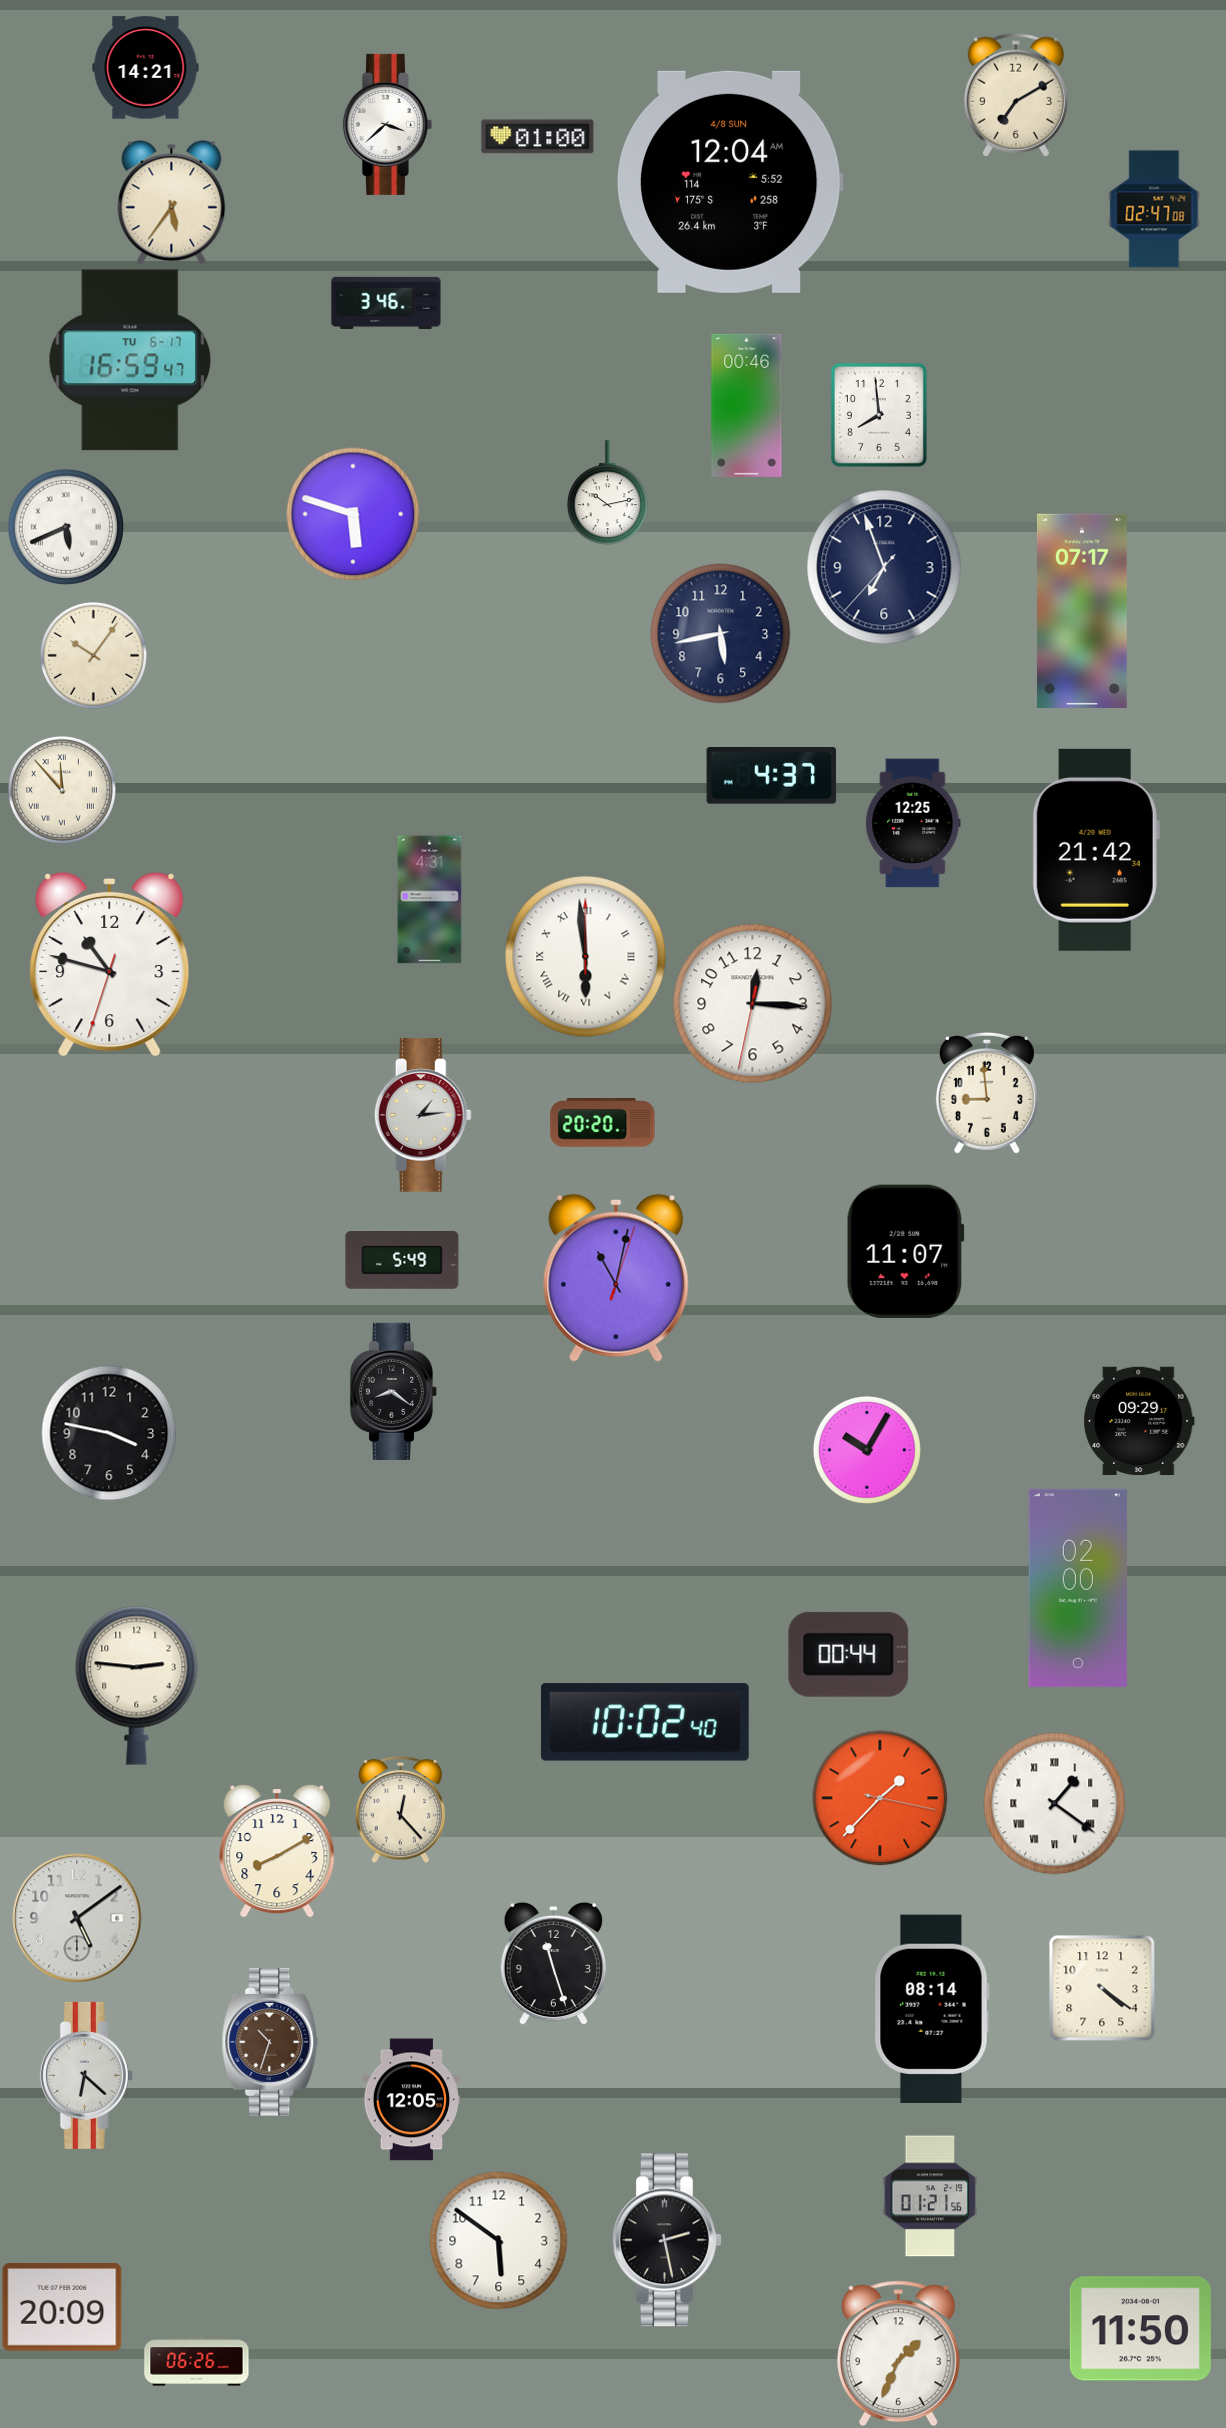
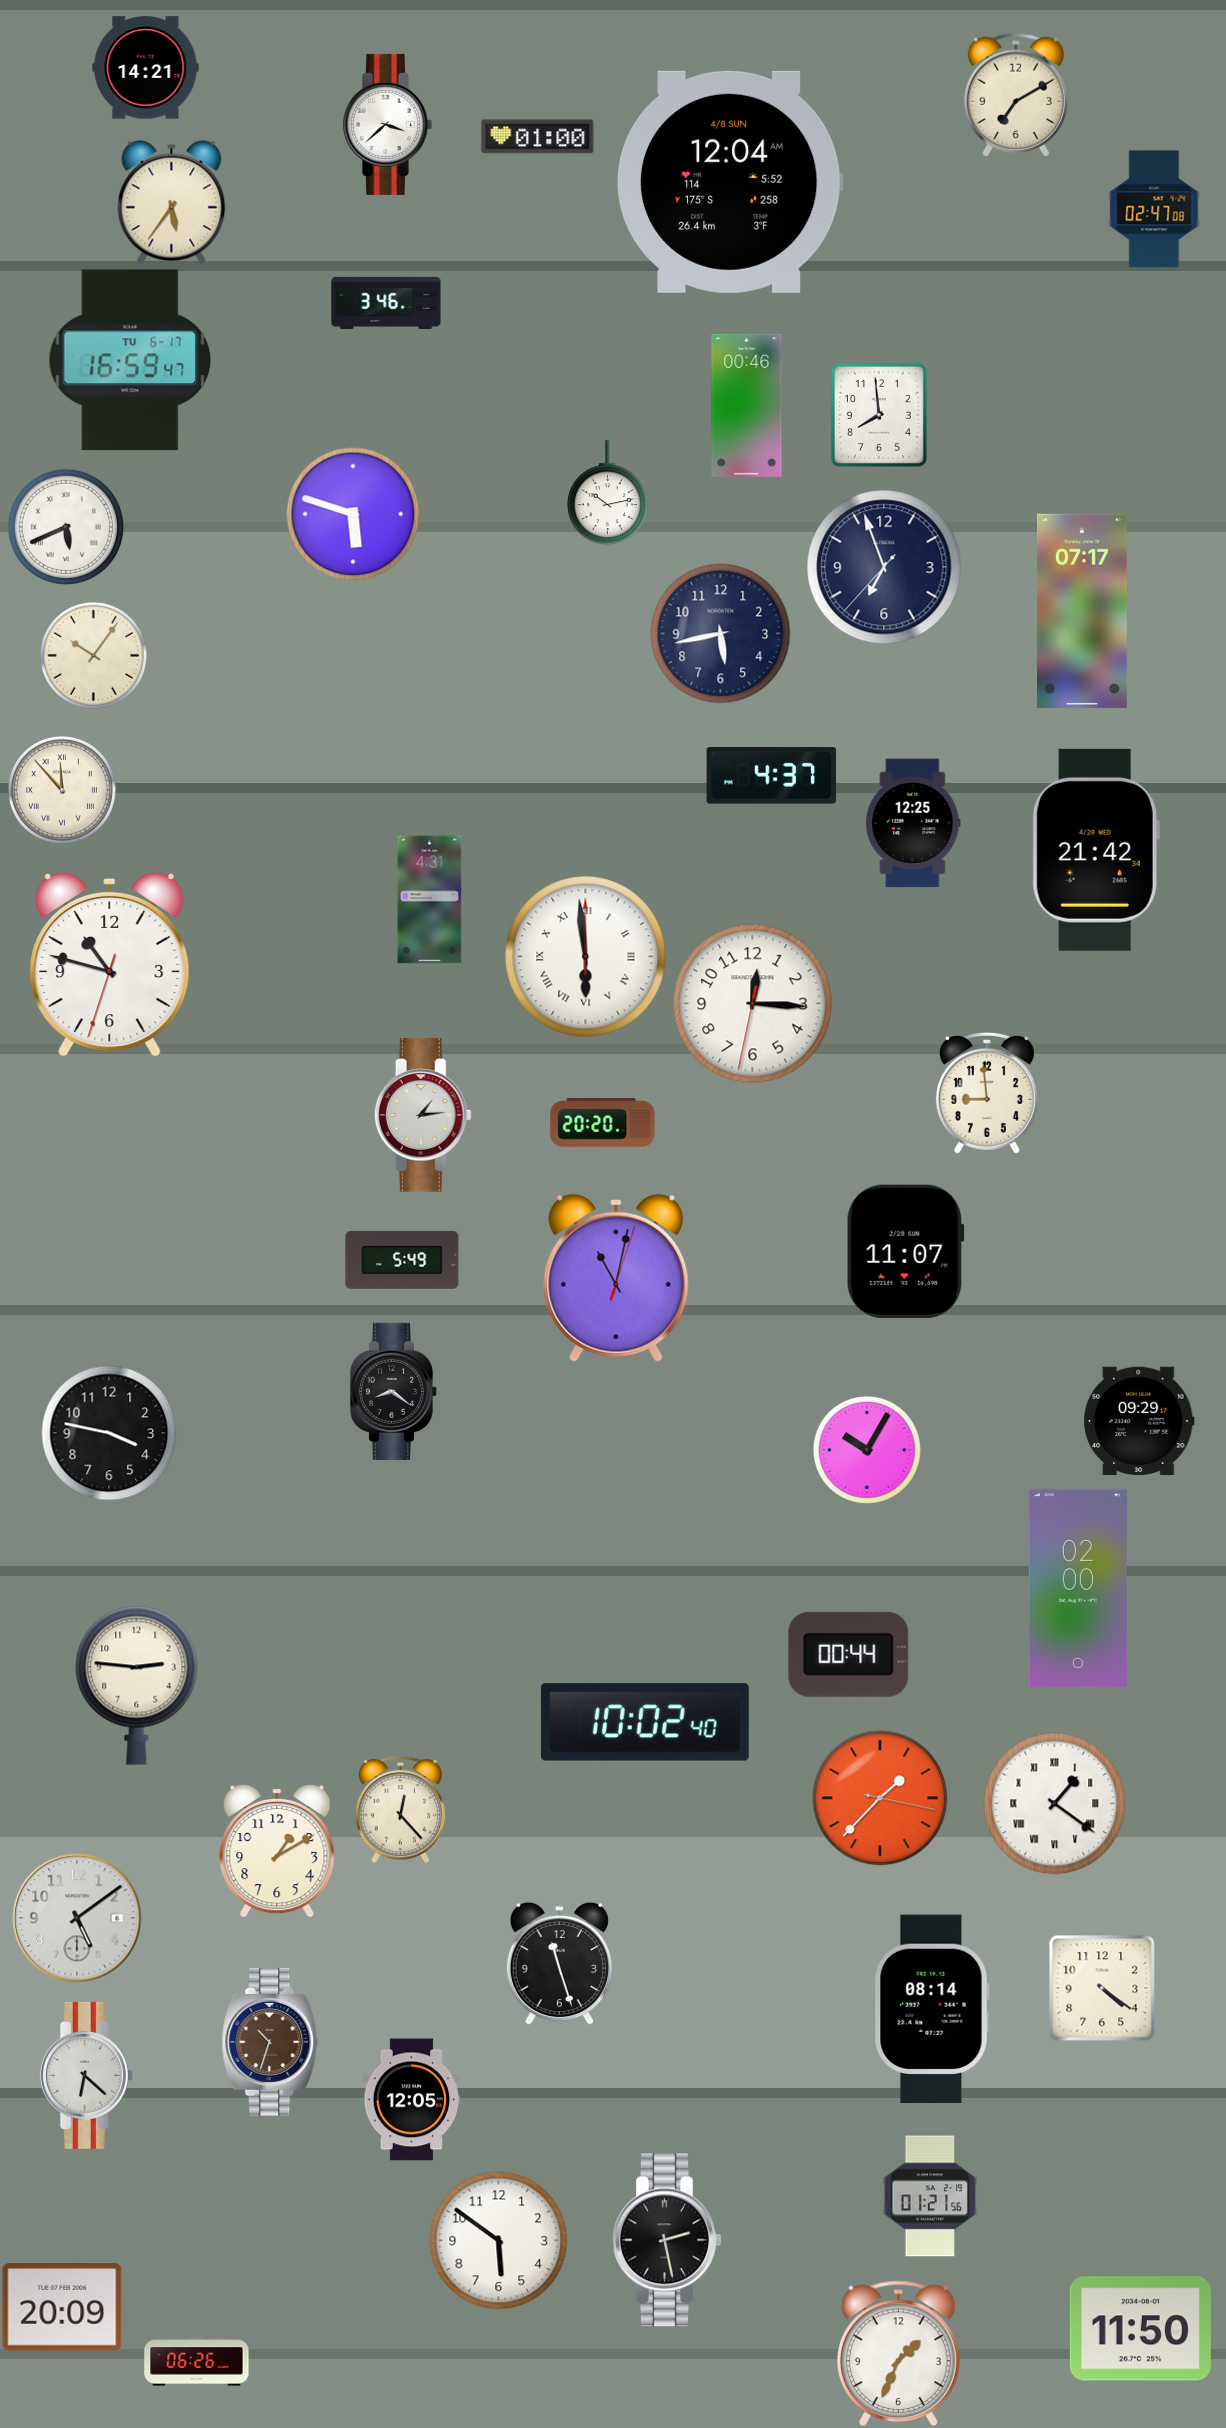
clock at (277, 1851): 8:10 -> 1:10
clock at (553, 1963) position: (553, 1963) -> (559, 1963)
